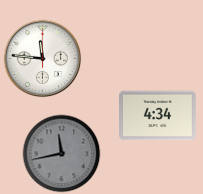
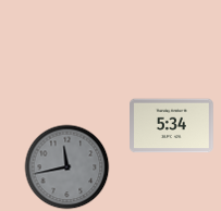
clock at (42, 58): 11:46 -> none
clock at (158, 116): 4:34 -> 5:34
